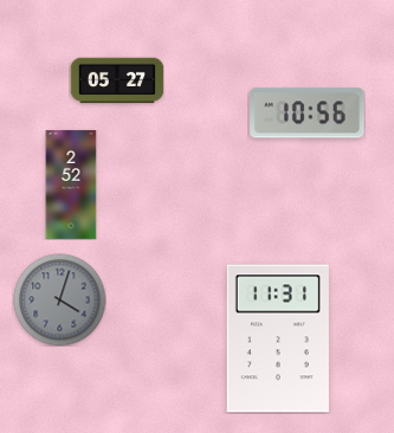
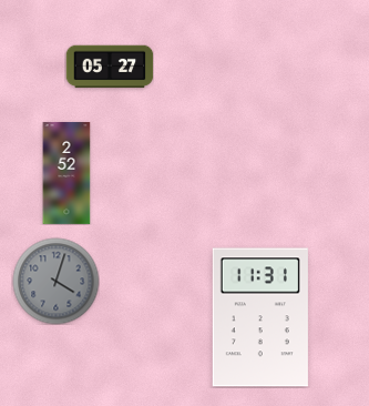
clock at (117, 80) position: (117, 80) -> (110, 67)
clock at (308, 114): 10:56 -> none
